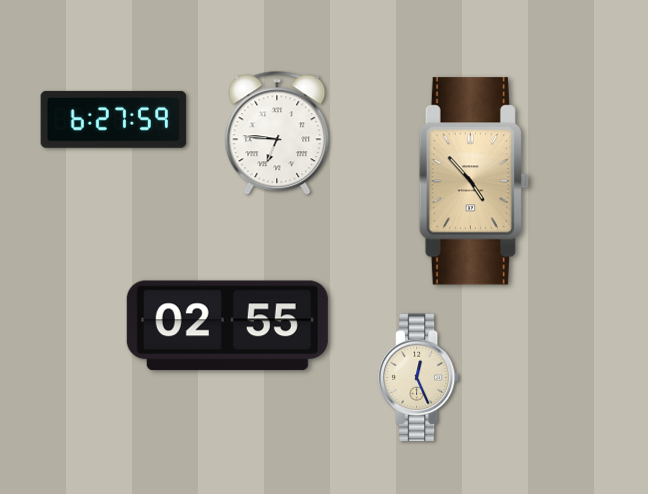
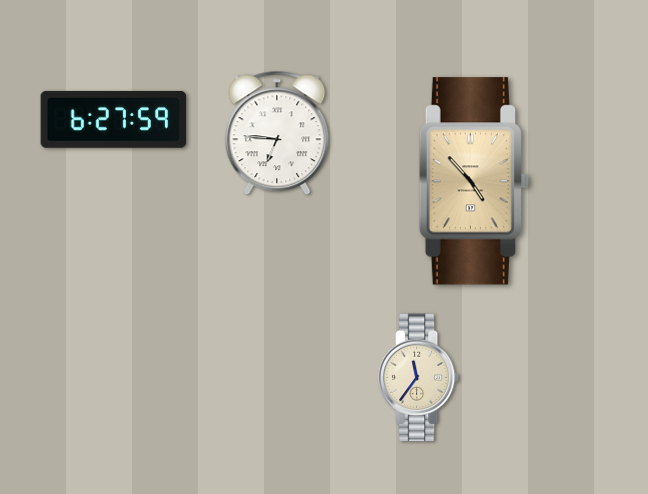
clock at (227, 326): 02:55 -> none
clock at (419, 378): 12:26 -> 11:36
